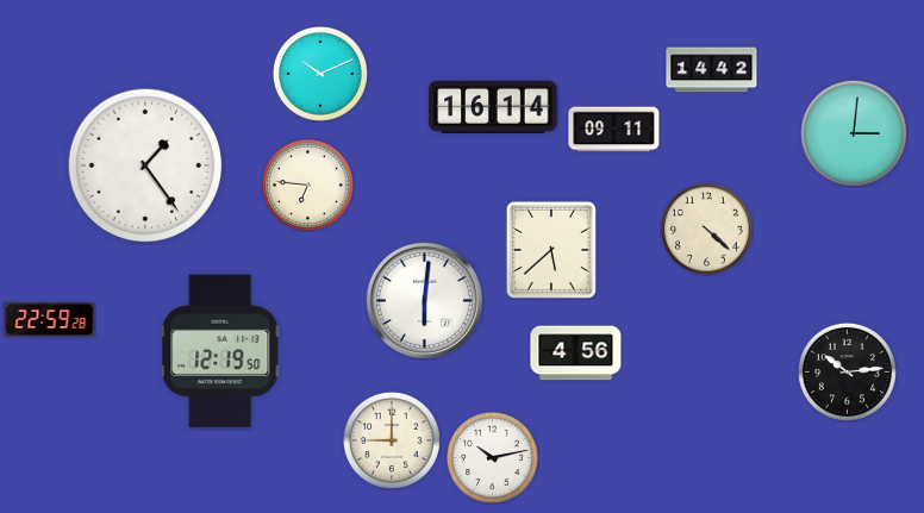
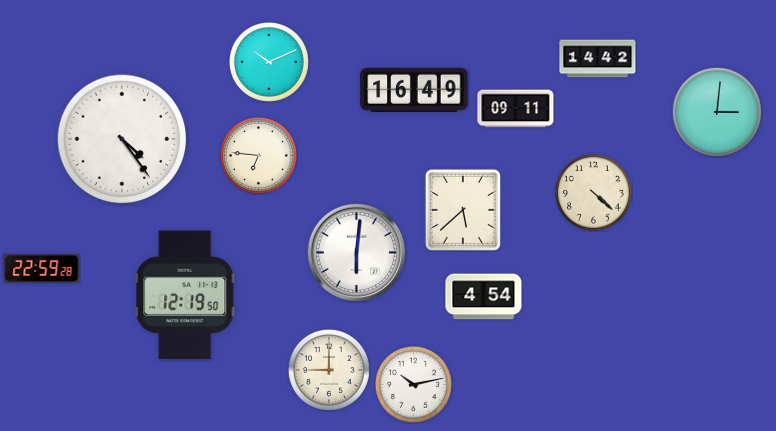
clock at (493, 106): 16:14 -> 16:49
clock at (145, 165): 1:24 -> 4:24
clock at (576, 354): 4:56 -> 4:54
clock at (847, 371): 10:14 -> none
